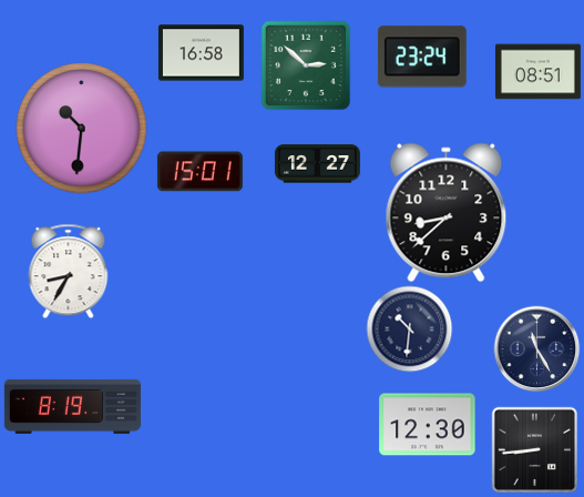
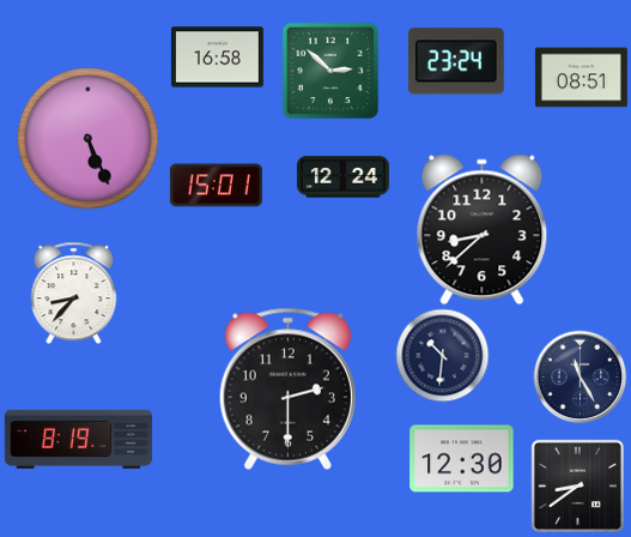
clock at (82, 129): 10:31 -> 5:26
clock at (317, 164): 12:27 -> 12:24
clock at (69, 271): 8:35 -> 8:37
clock at (287, 388): none -> 2:30
clock at (534, 449): 8:44 -> 8:39
